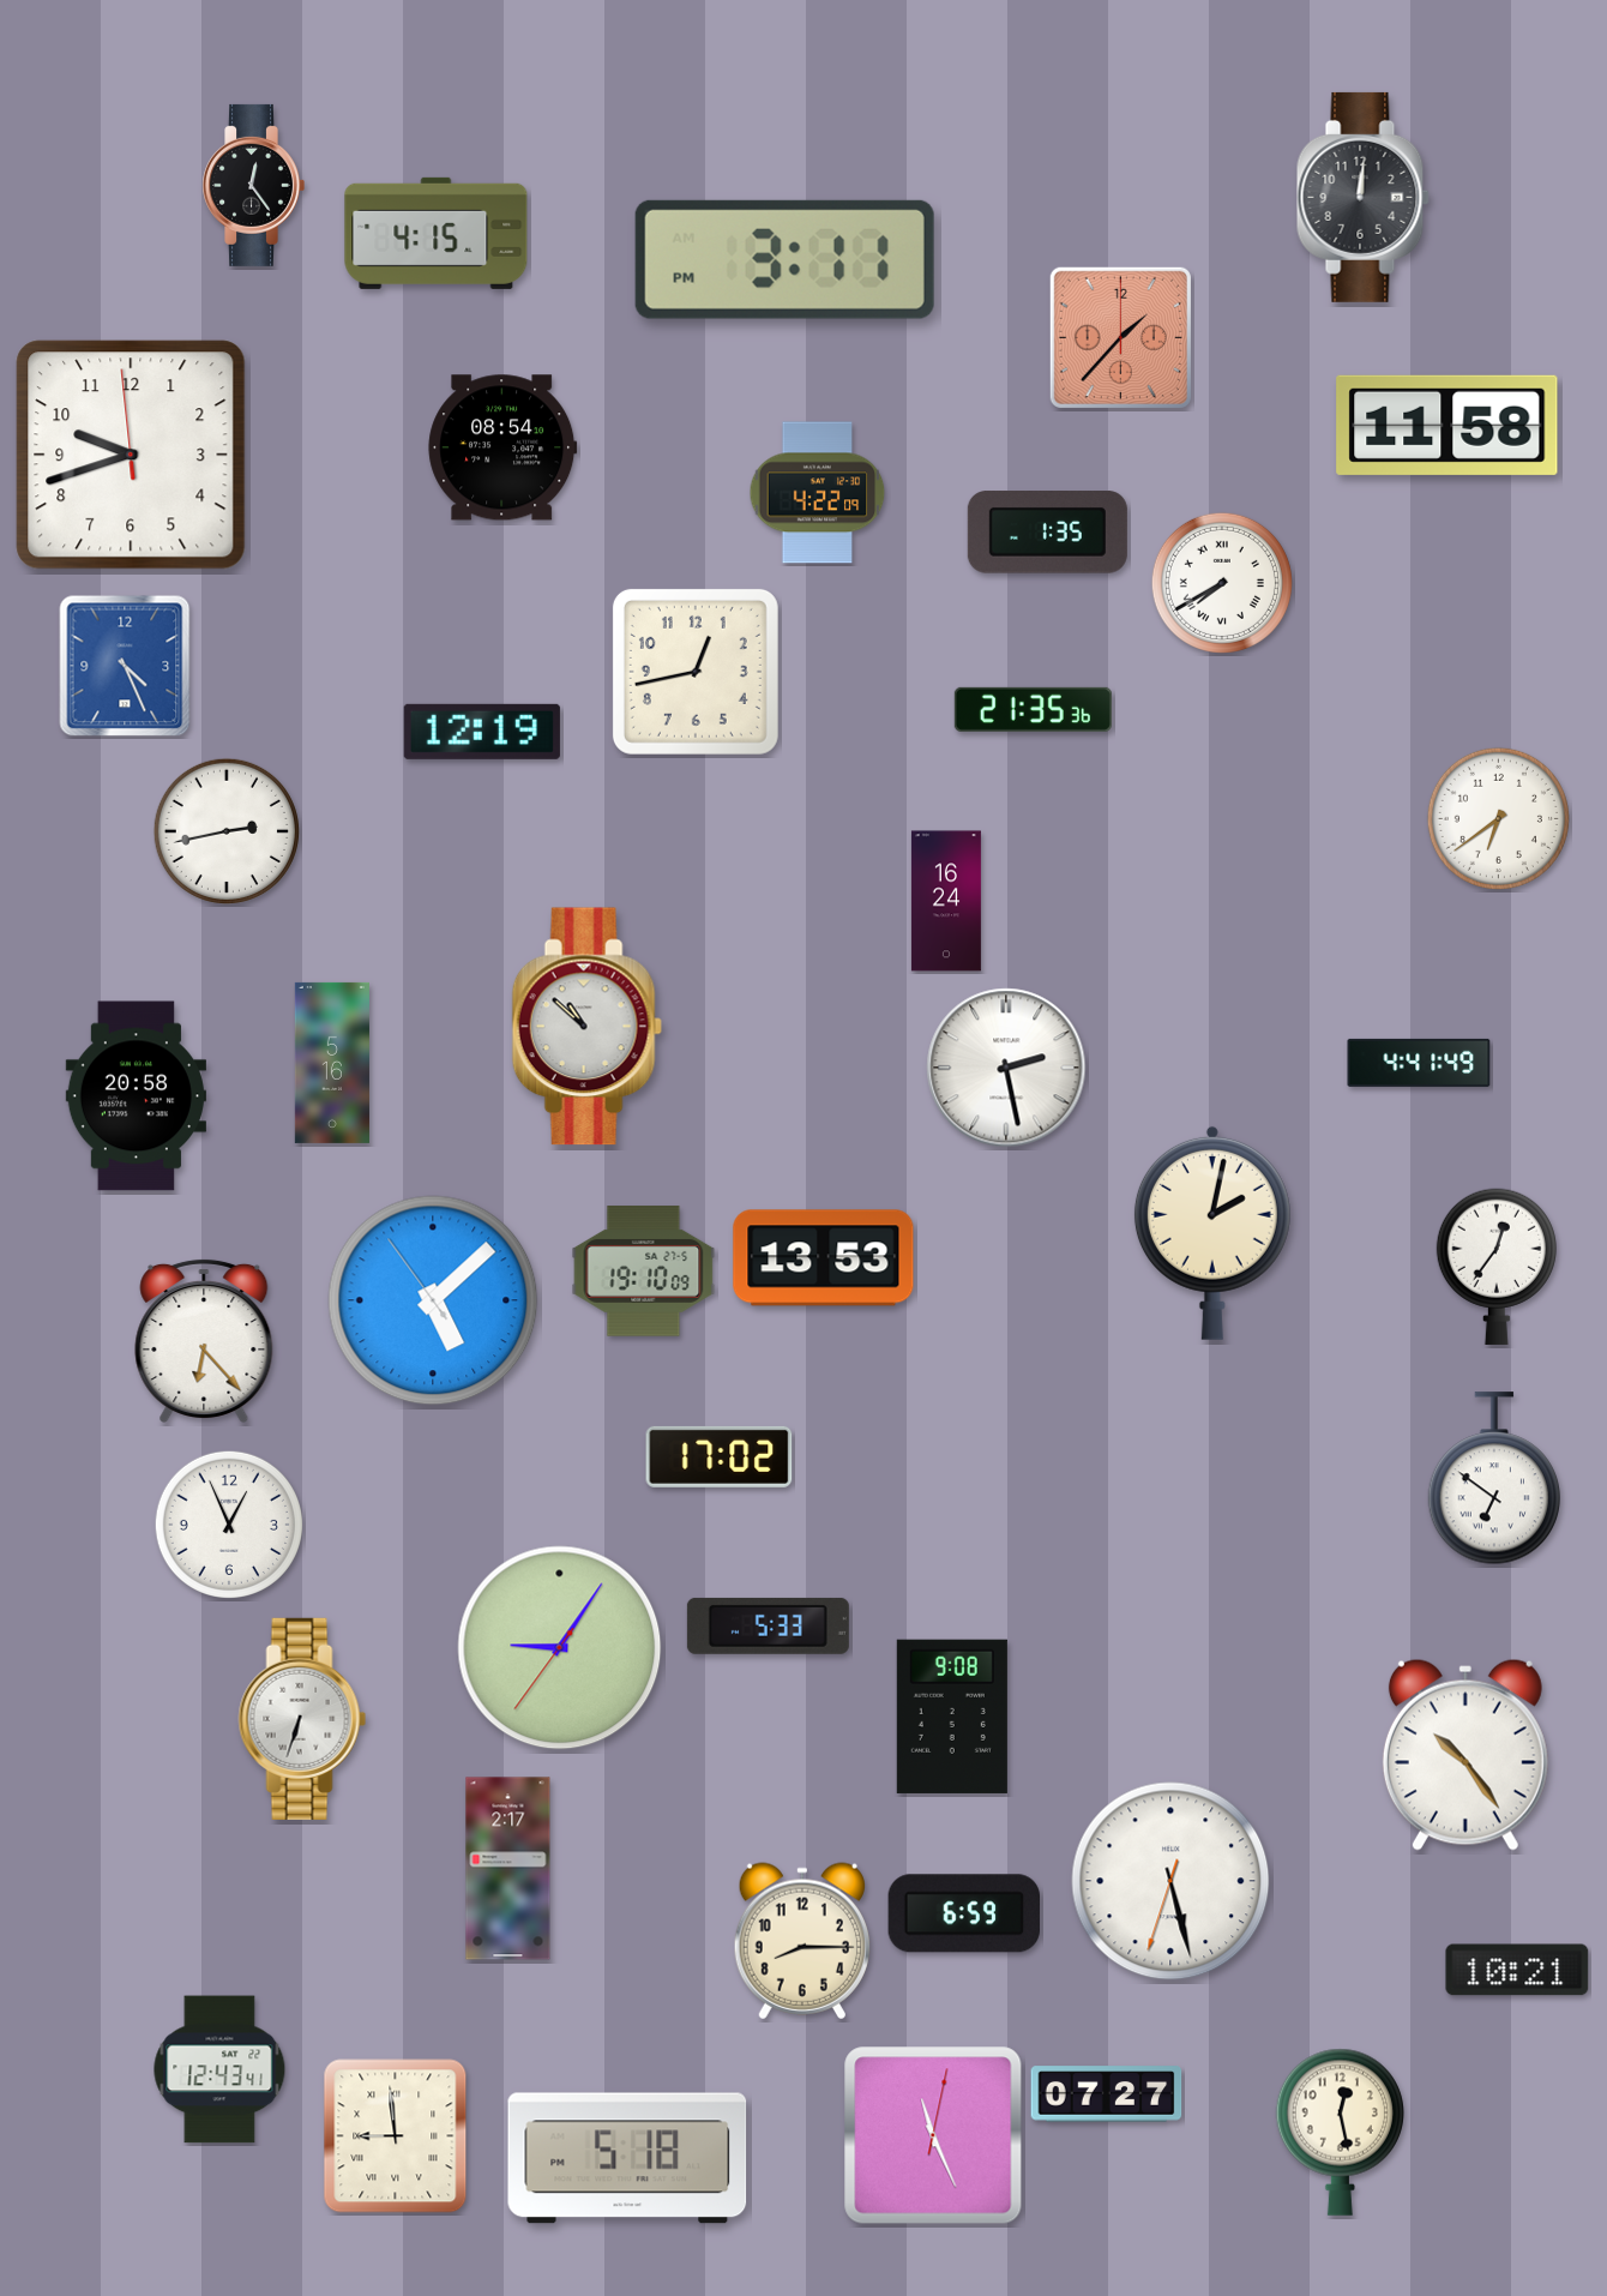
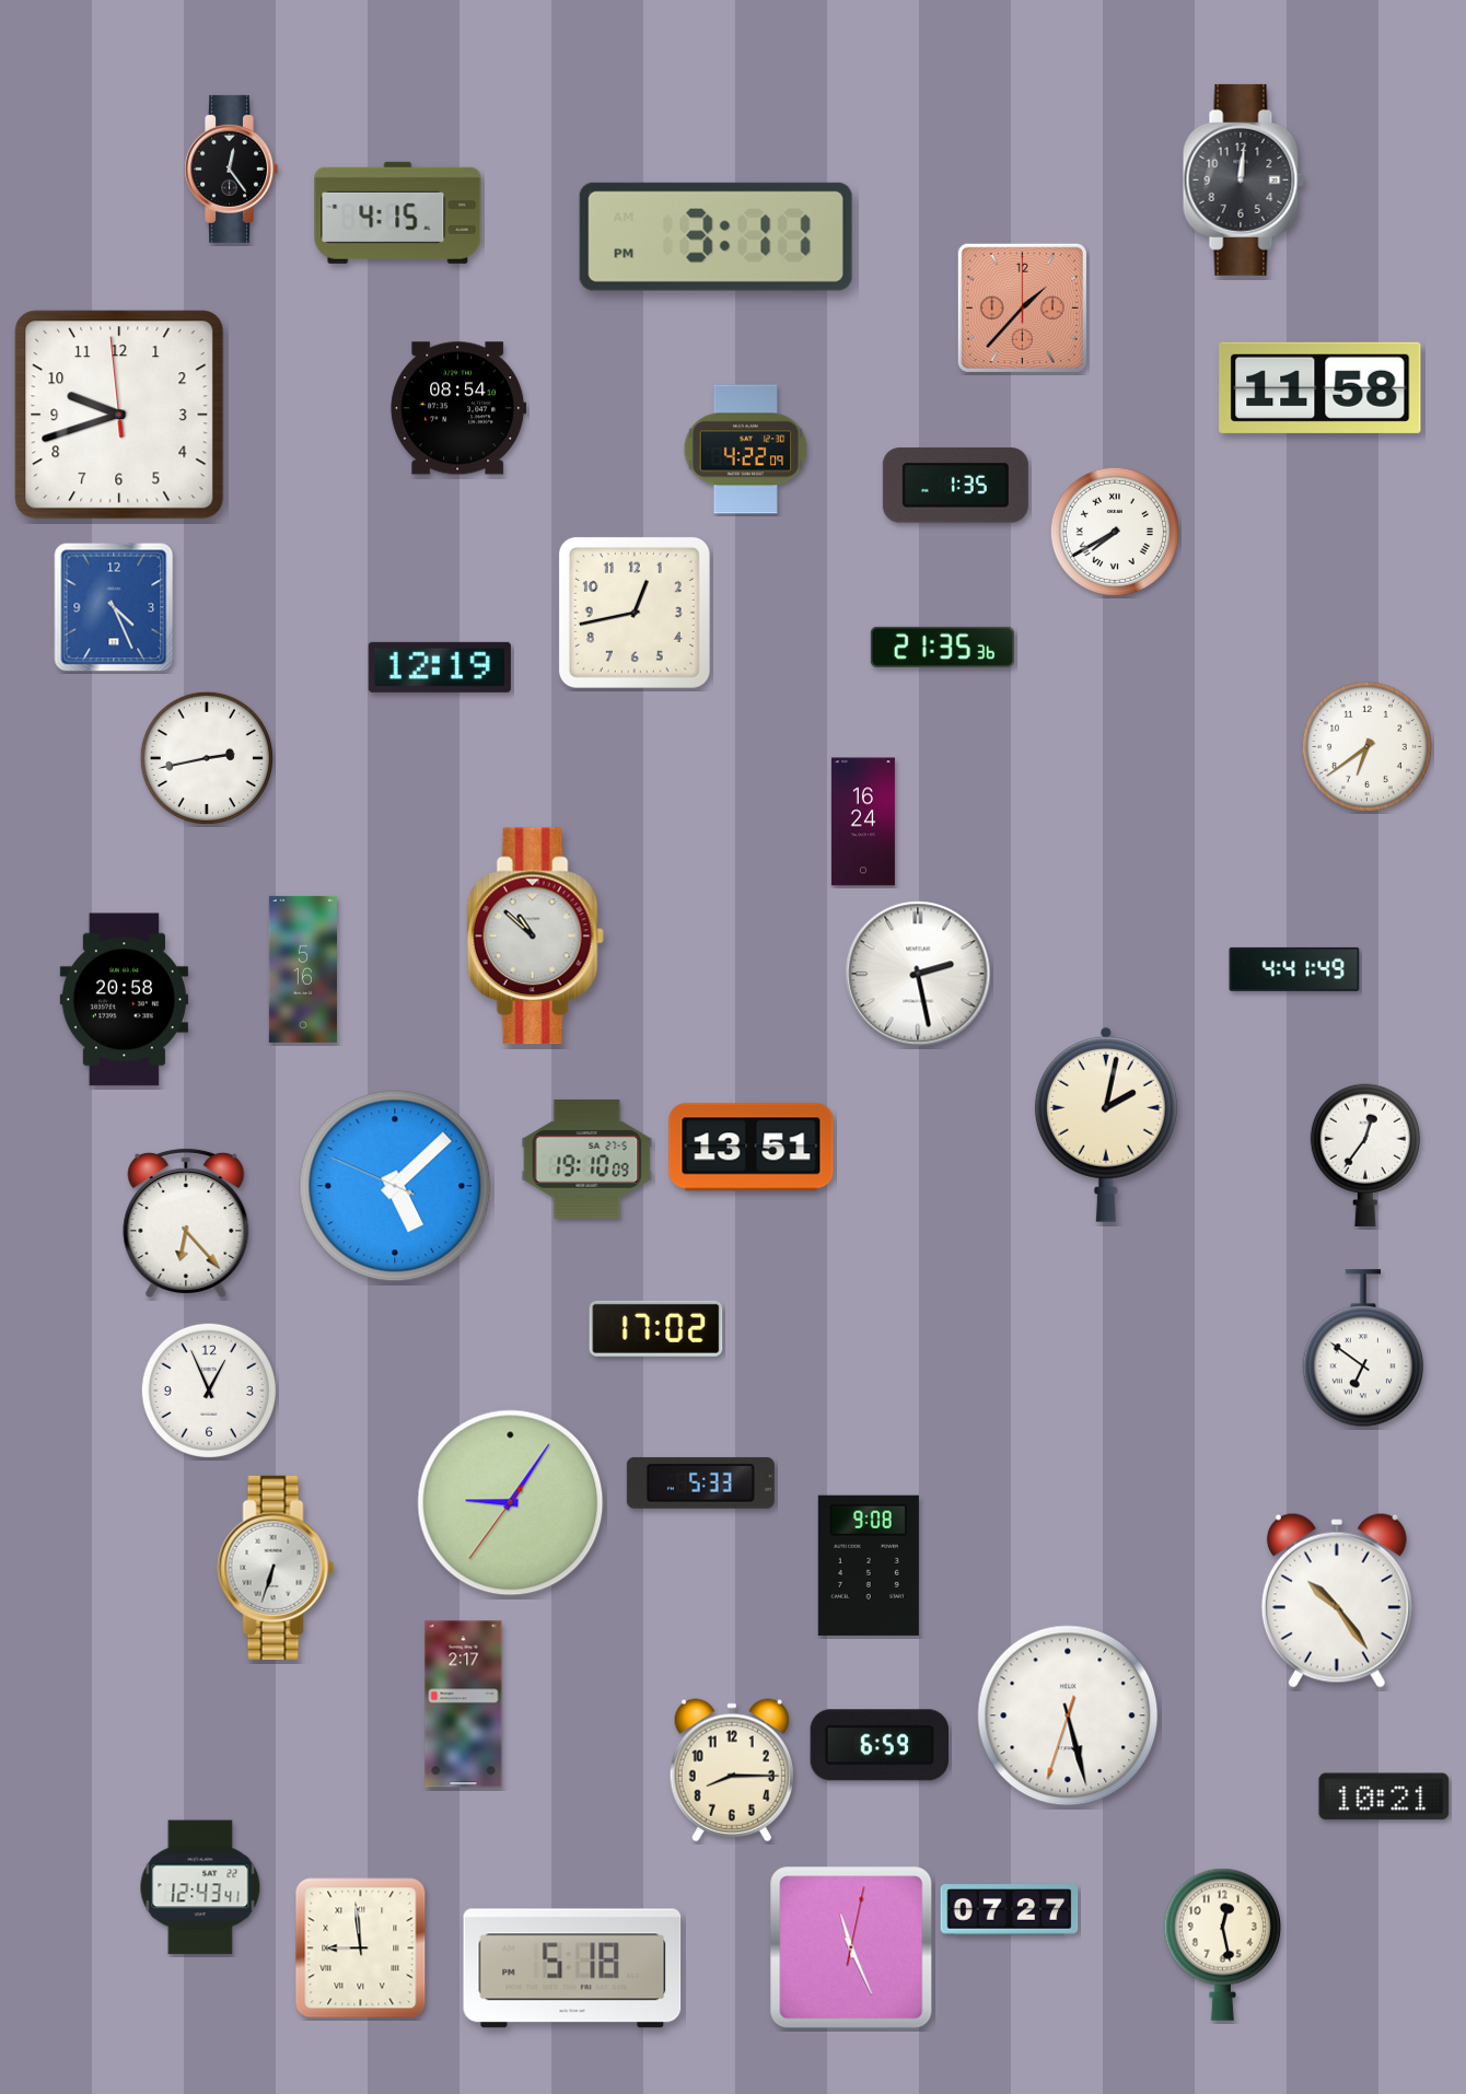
clock at (824, 1258): 13:53 -> 13:51
clock at (433, 1300): 5:07:54 -> 5:07:49
